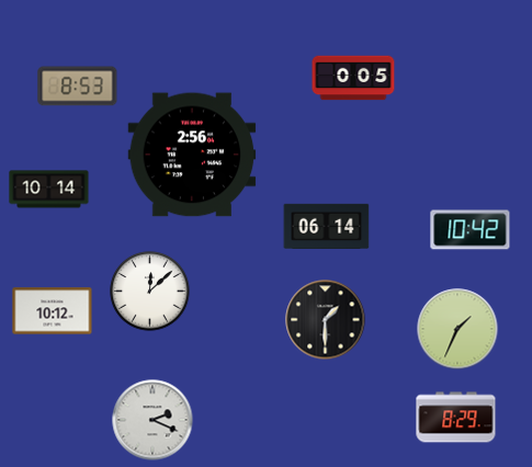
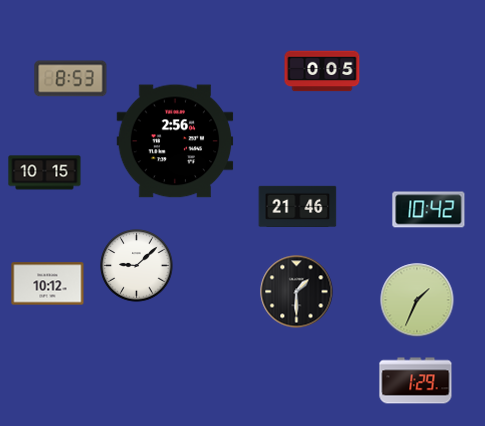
clock at (49, 190): 10:14 -> 10:15
clock at (327, 226): 06:14 -> 21:46
clock at (150, 292): 12:08 -> 9:08
clock at (456, 418): 8:29 -> 1:29
clock at (152, 420): 2:19 -> none
